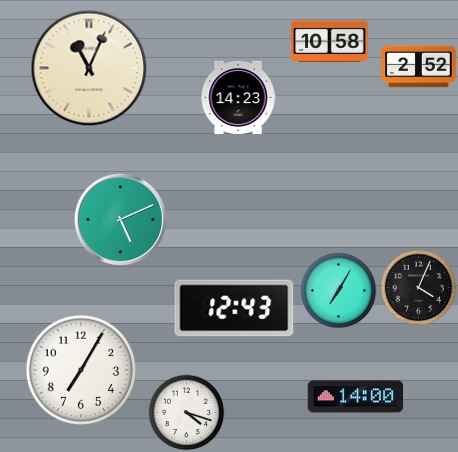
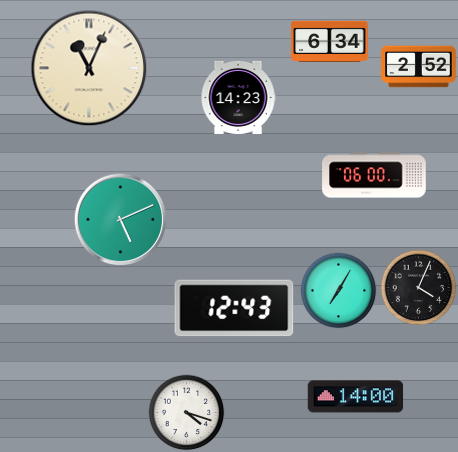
clock at (330, 41): 10:58 -> 6:34
clock at (374, 175): none -> 06:00
clock at (81, 370): 7:05 -> none
